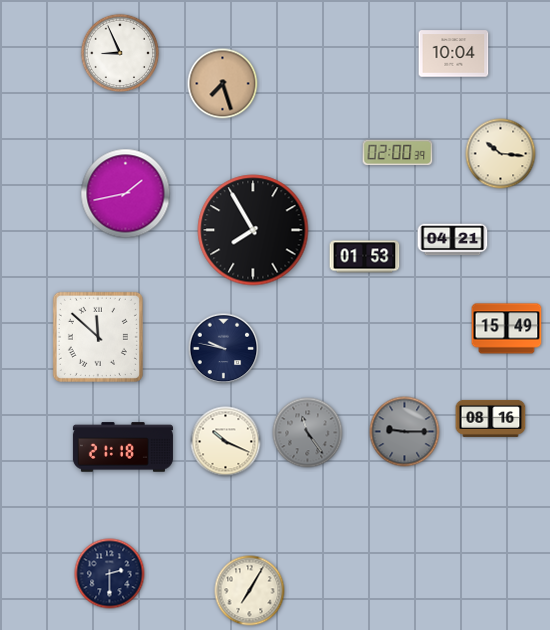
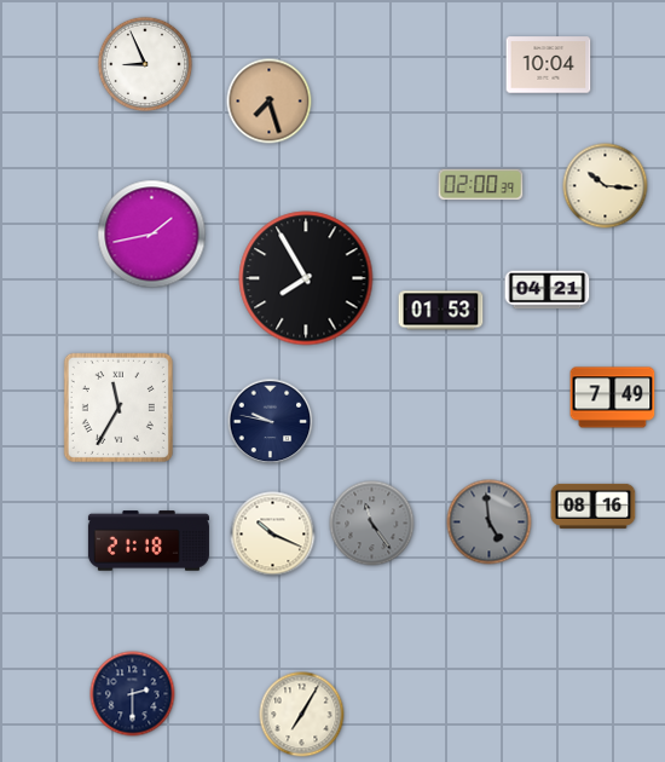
clock at (507, 329): 15:49 -> 7:49
clock at (98, 337): 11:52 -> 11:35
clock at (405, 432): 9:15 -> 4:59
